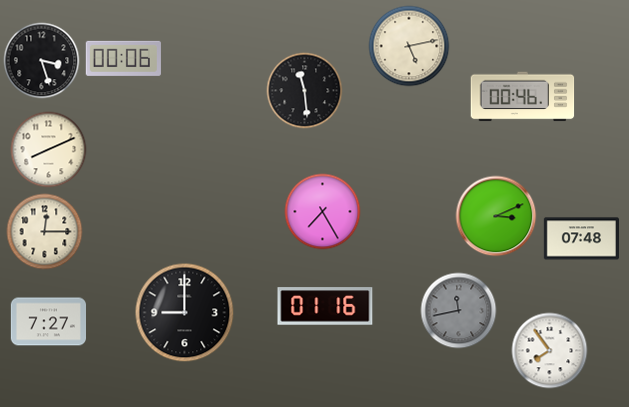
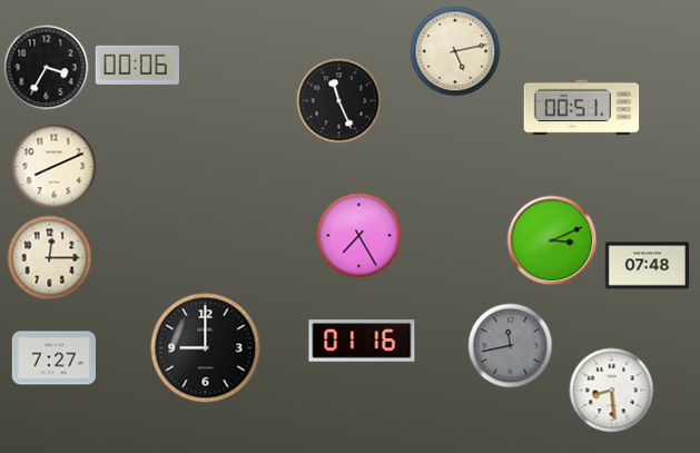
clock at (42, 61): 3:27 -> 3:35
clock at (305, 91): 11:29 -> 11:26
clock at (523, 97): 00:46 -> 00:51
clock at (550, 351): 7:54 -> 8:29
